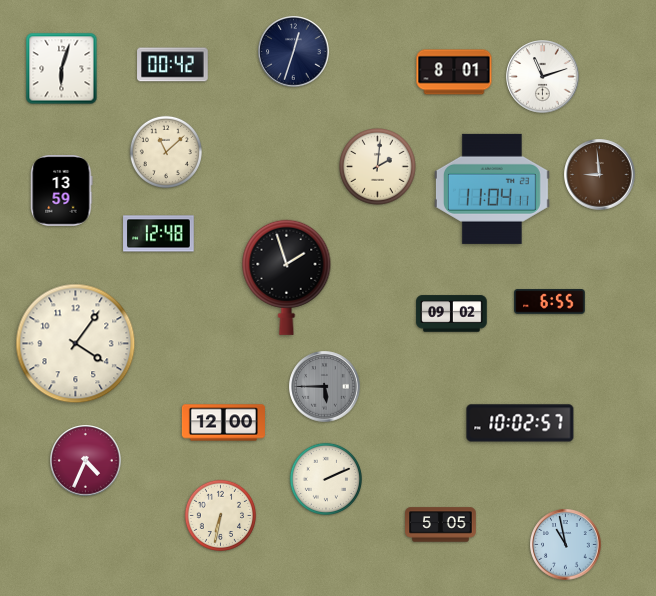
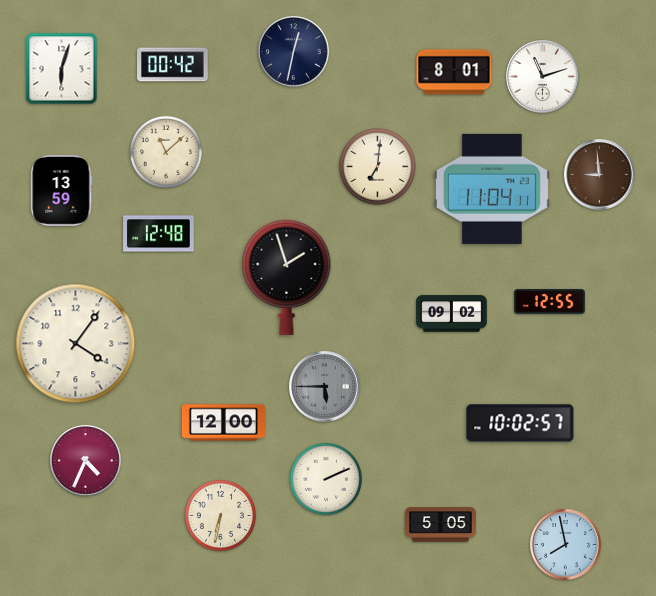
clock at (294, 52): 12:33 -> 12:32
clock at (378, 167): 2:01 -> 7:01
clock at (550, 302): 6:55 -> 12:55
clock at (566, 545): 10:58 -> 7:58
